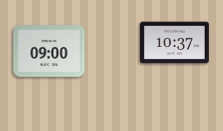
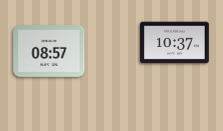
clock at (49, 52): 09:00 -> 08:57
